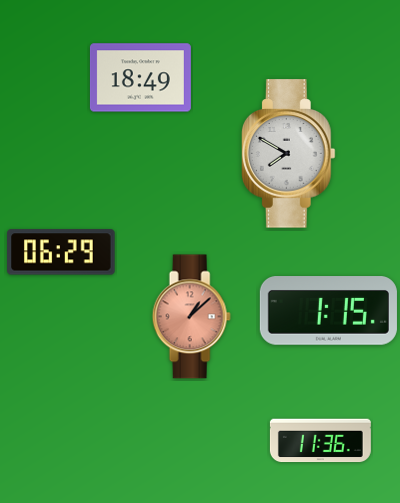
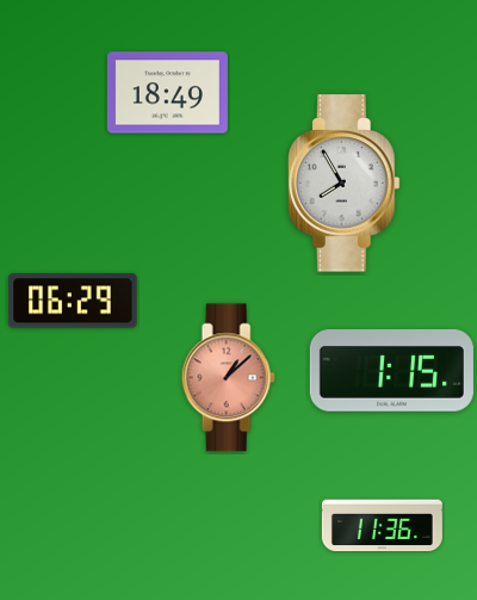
clock at (288, 154): 7:50 -> 7:55
